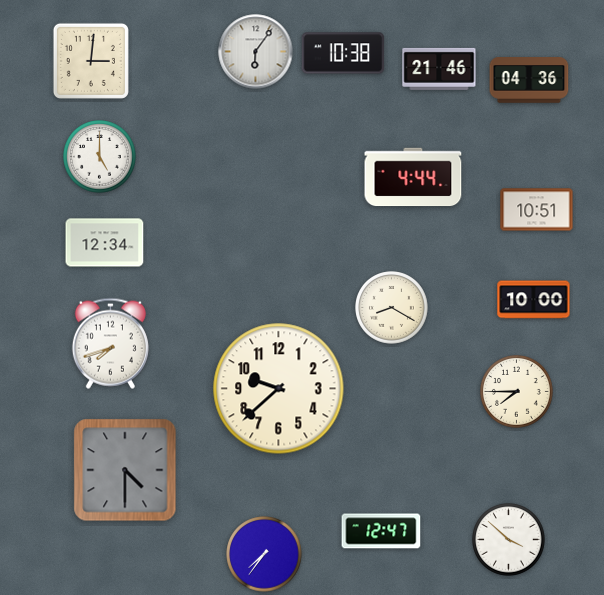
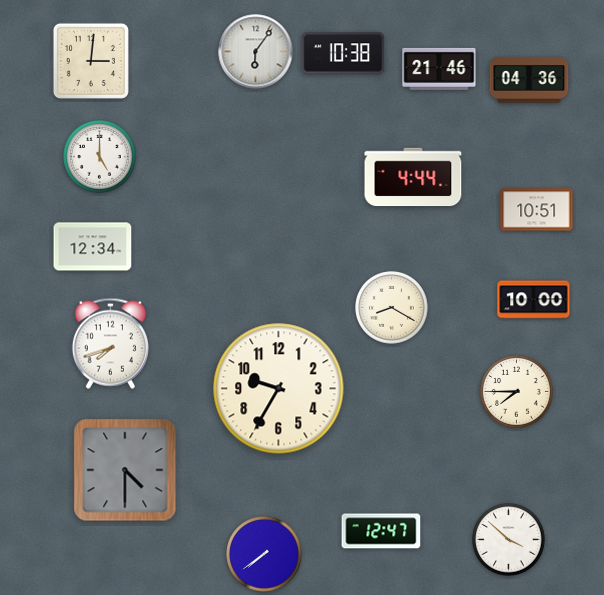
clock at (105, 243) position: (105, 243) -> (93, 247)
clock at (279, 389): 9:38 -> 9:35
clock at (264, 554): 7:36 -> 7:39
